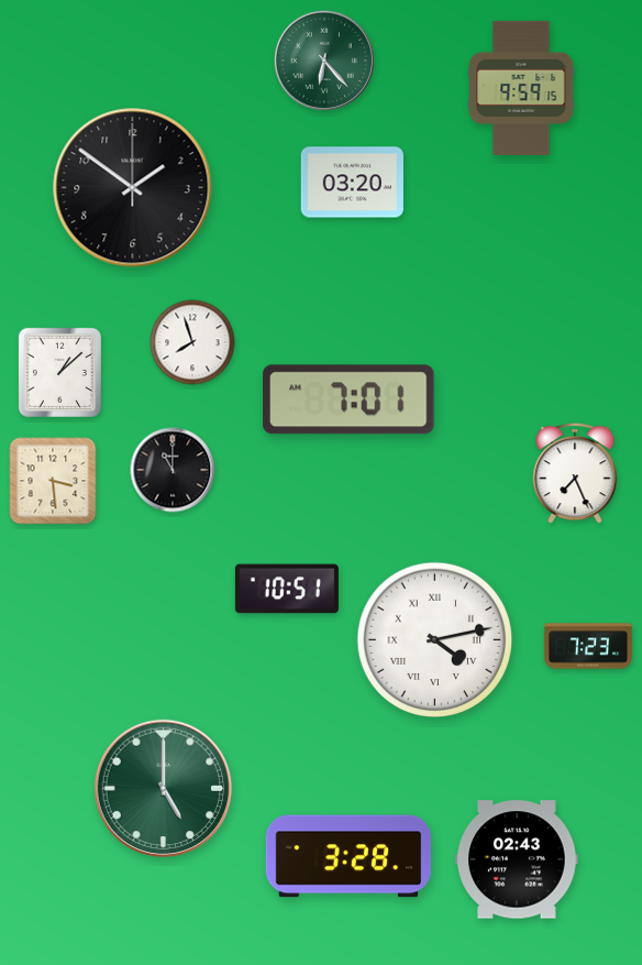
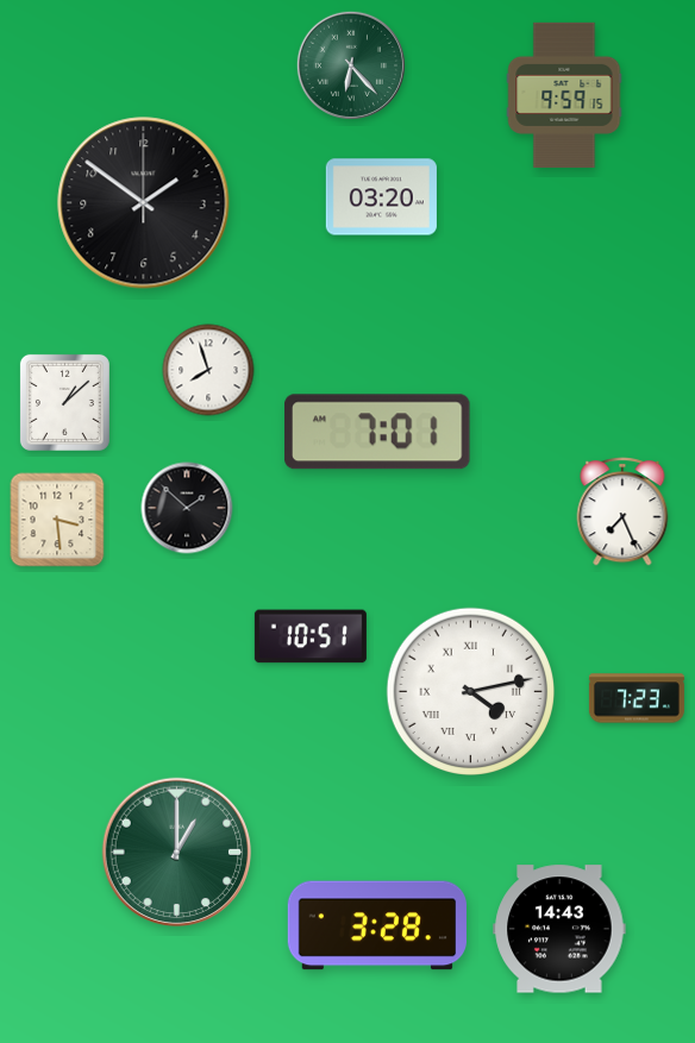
clock at (173, 470): 11:00 -> 1:52
clock at (164, 789): 5:00 -> 1:00
clock at (517, 859): 02:43 -> 14:43
